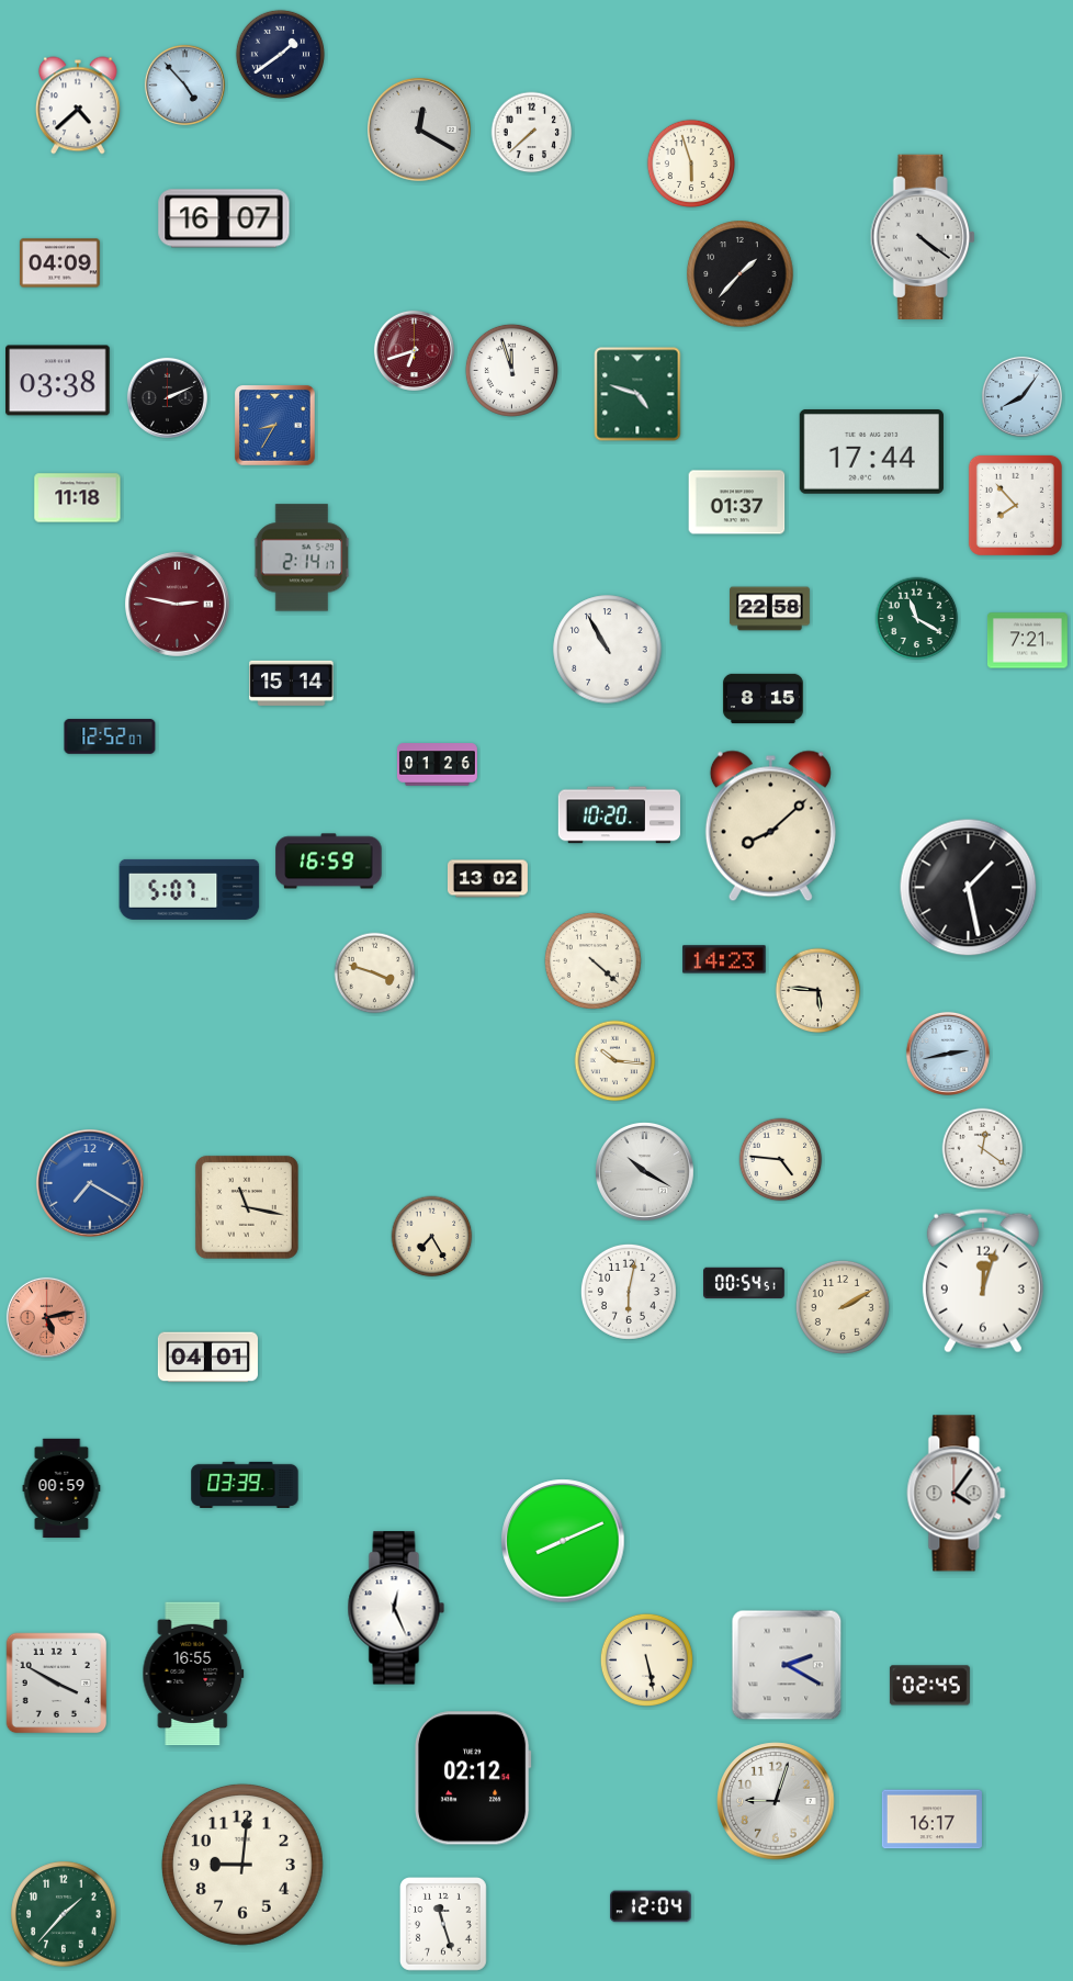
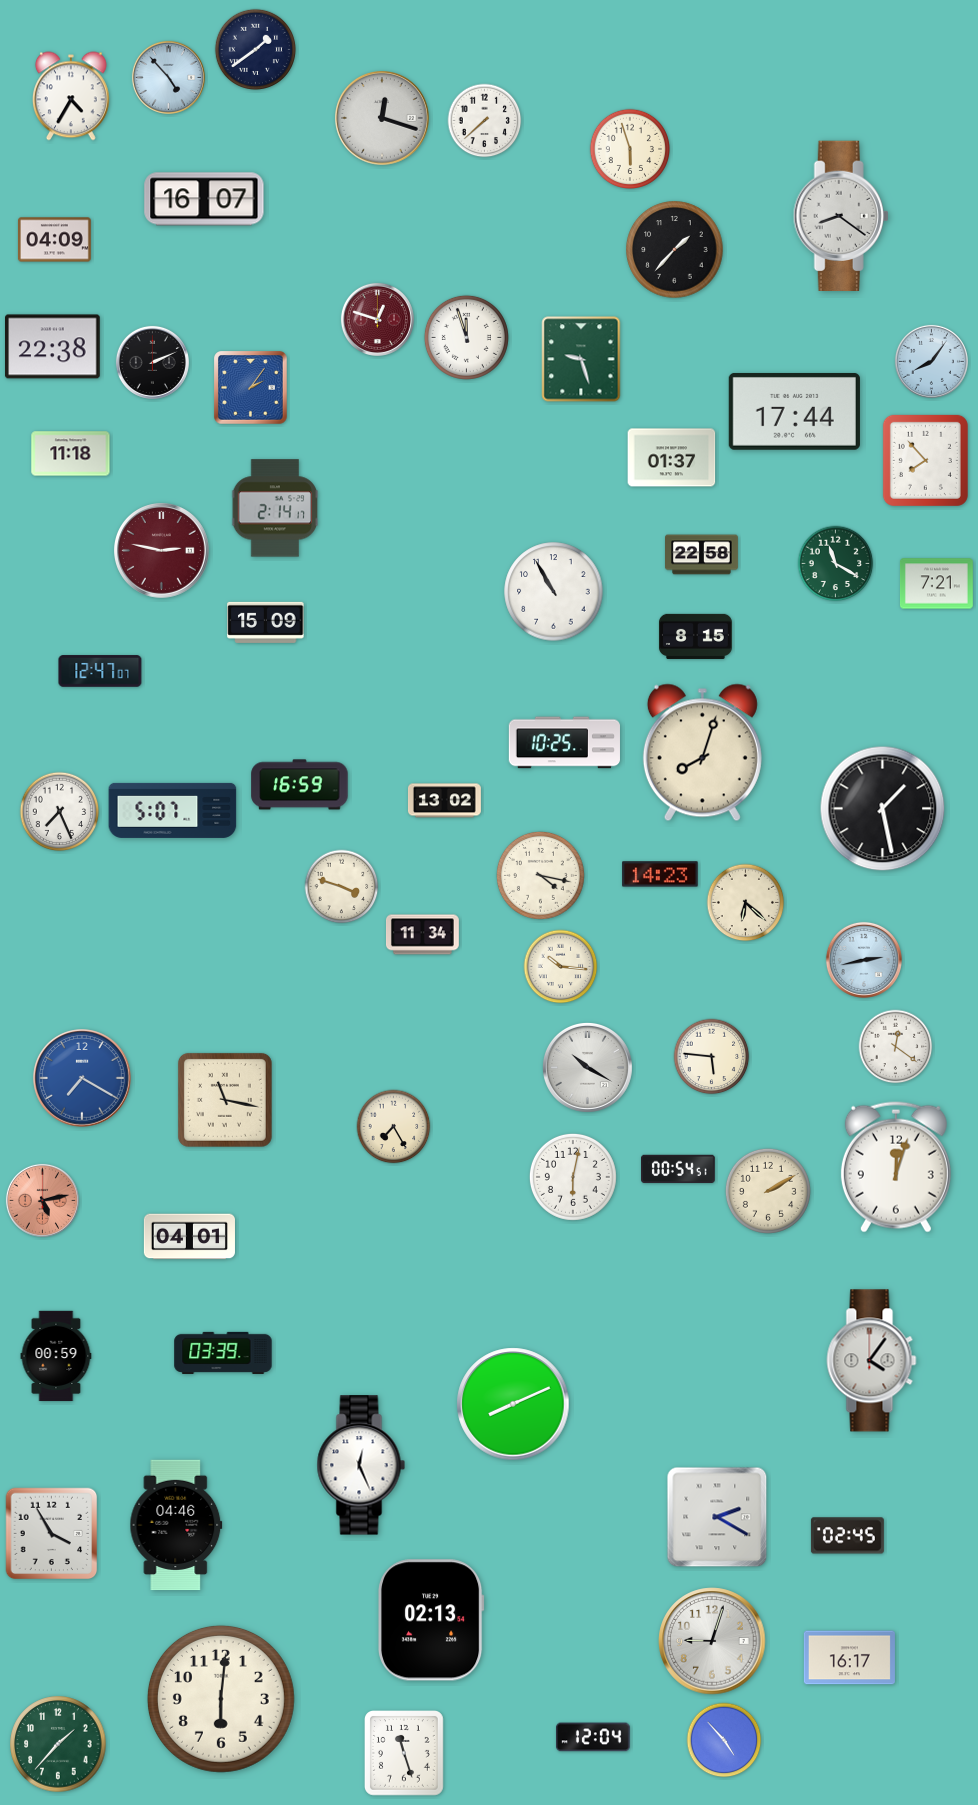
clock at (78, 105): 4:38 -> 4:35
clock at (420, 131): 12:20 -> 12:18
clock at (923, 237): 4:21 -> 8:21
clock at (414, 350): 6:42 -> 12:48
clock at (58, 381): 03:38 -> 22:38
clock at (637, 394): 4:48 -> 9:27
clock at (275, 426): 8:35 -> 2:06
clock at (292, 683): 15:14 -> 15:09
clock at (110, 736): 12:52 -> 12:47
clock at (438, 765): 01:26 -> none
clock at (619, 815): 10:20 -> 10:25
clock at (770, 826): 8:08 -> 8:03
clock at (60, 812): none -> 7:26
clock at (592, 960): 4:22 -> 4:17
clock at (818, 991): 5:46 -> 6:22
clock at (422, 935): none -> 11:34
clock at (781, 1160): 4:46 -> 5:46
clock at (646, 1659): 5:28 -> none
clock at (193, 1674): 16:55 -> 04:46
clock at (57, 1684): 3:50 -> 3:55
clock at (473, 1778): 02:12 -> 02:13
clock at (776, 1801) position: (776, 1801) -> (712, 1641)
clock at (242, 1865): 9:01 -> 6:01
clock at (724, 1740): none -> 4:53
